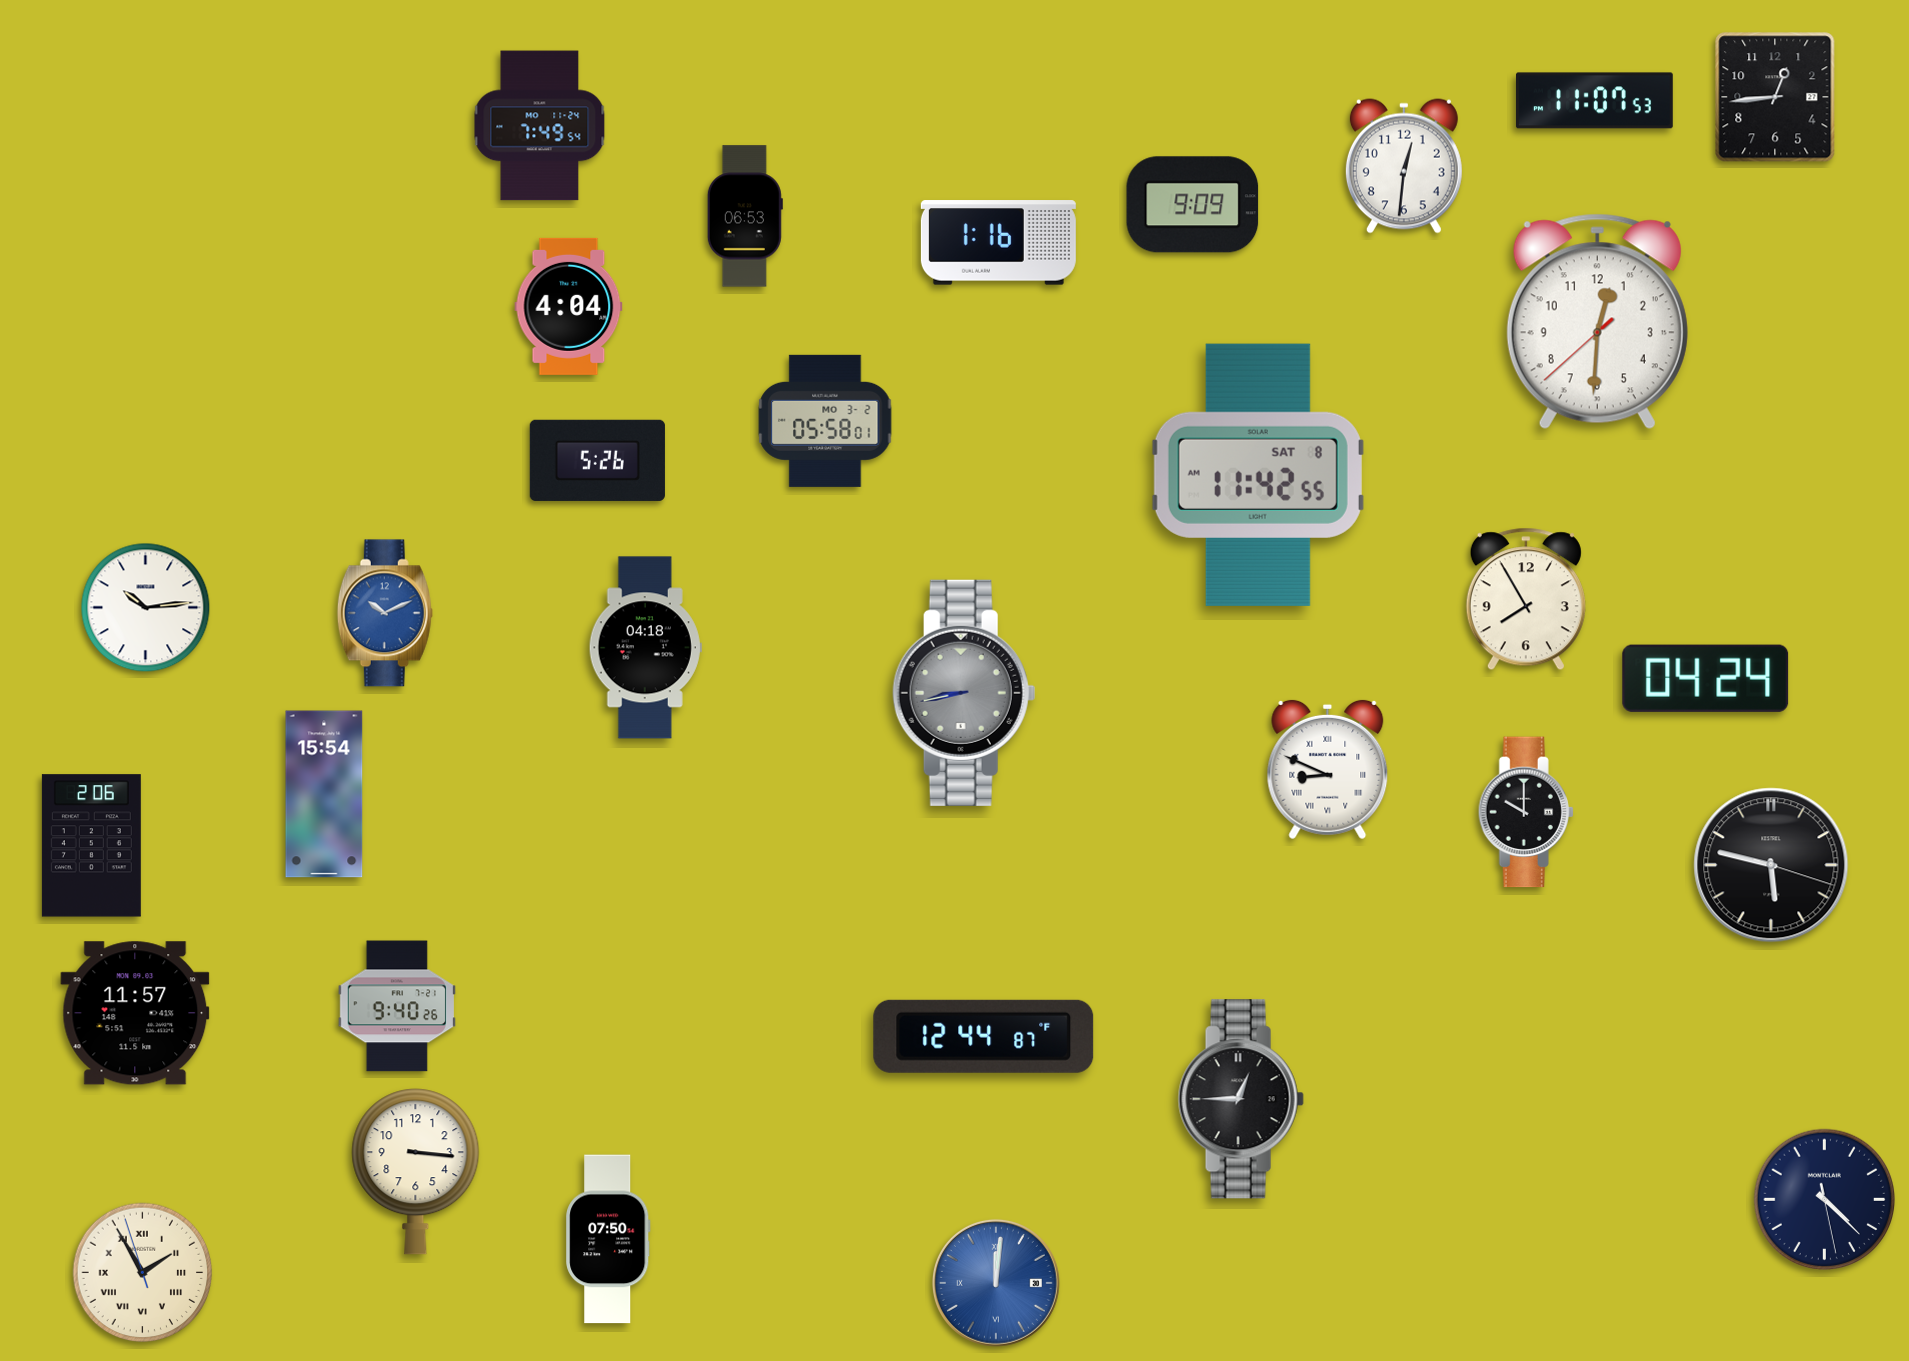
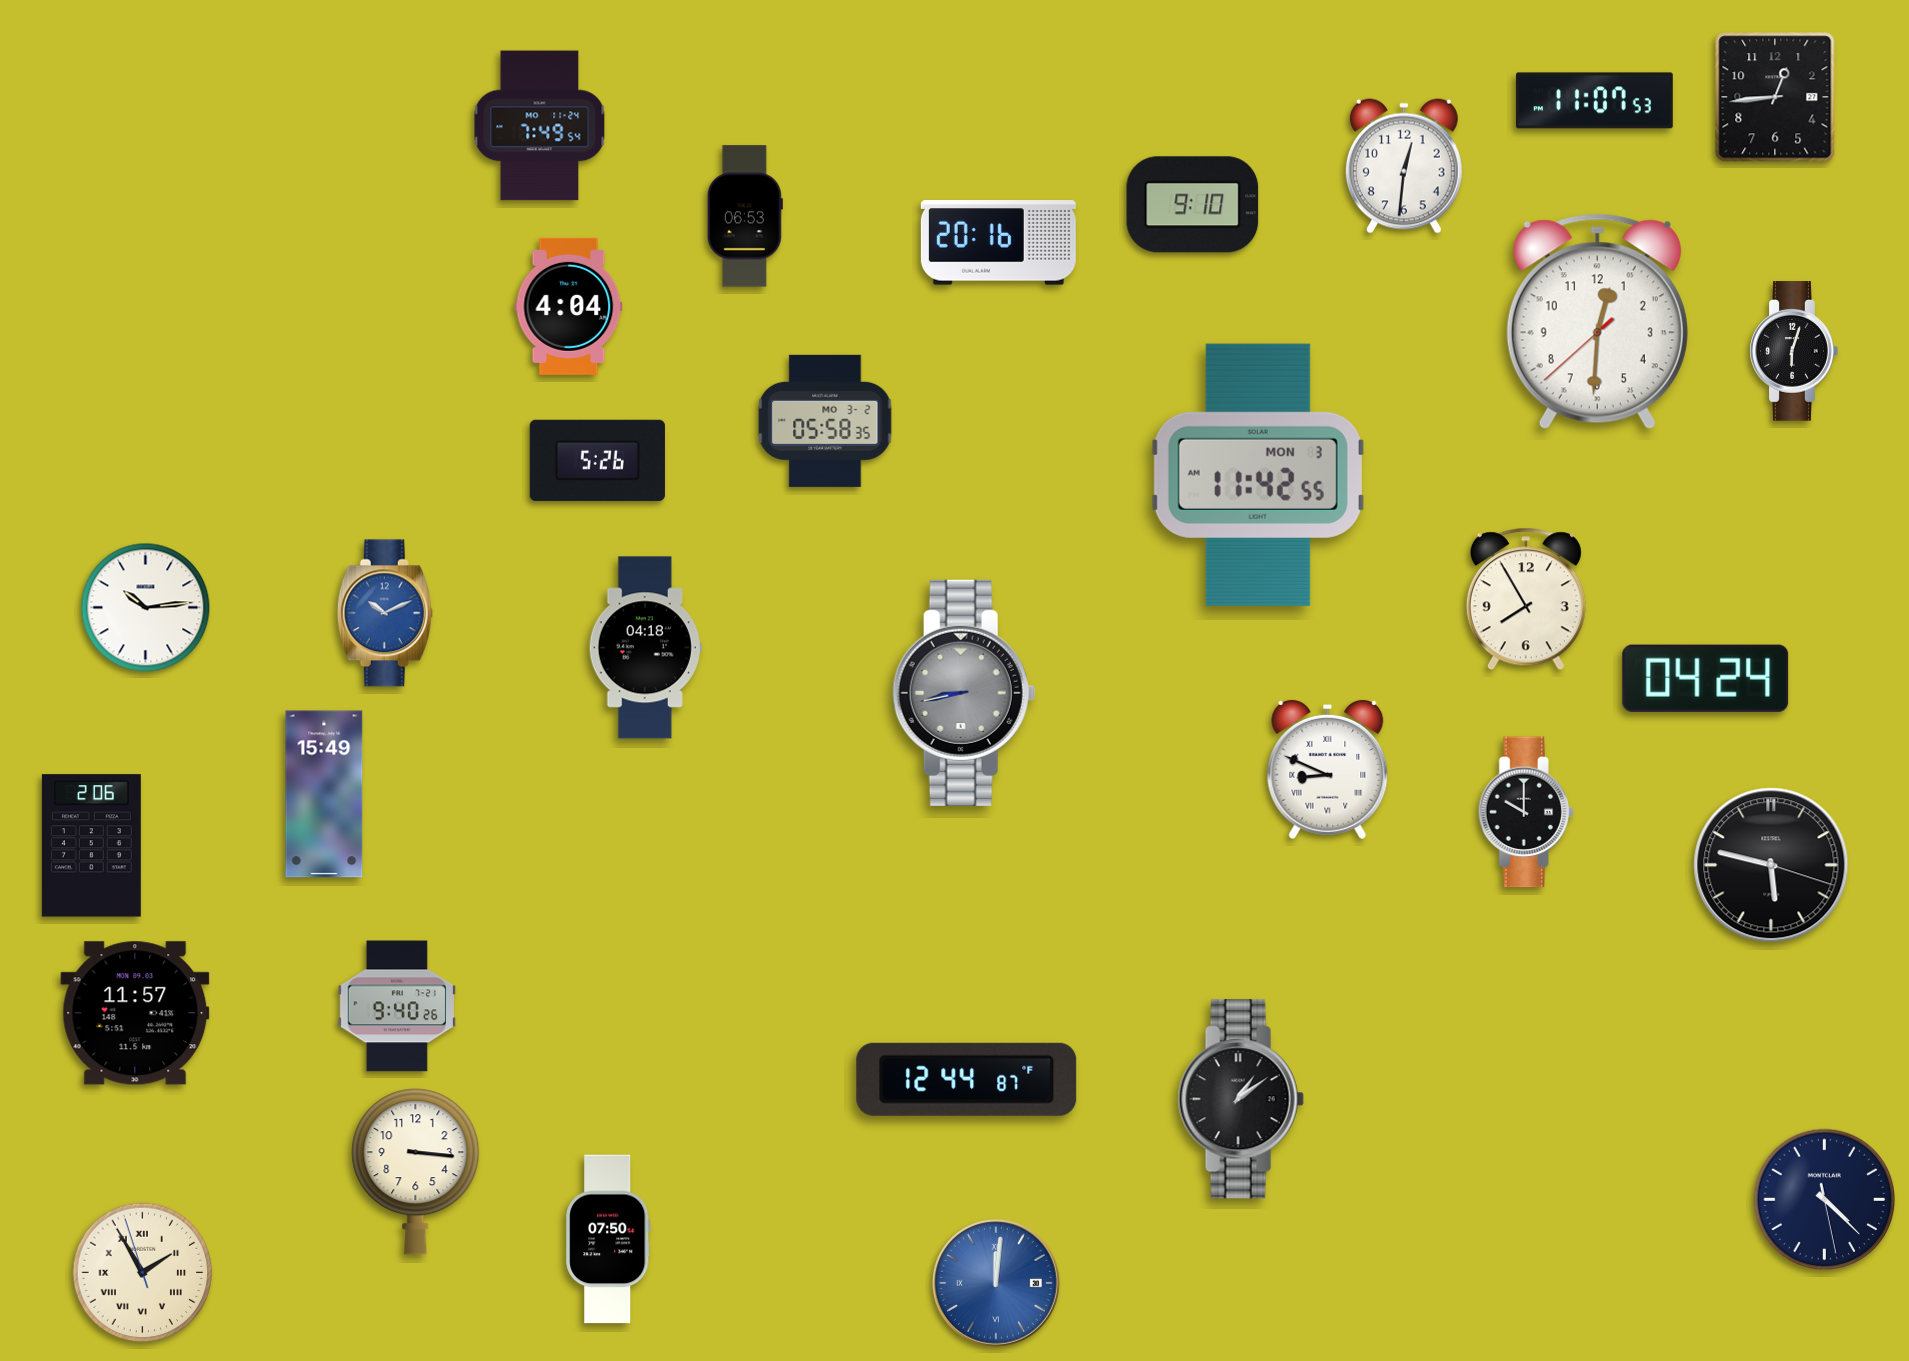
clock at (1193, 205): 9:09 -> 9:10
clock at (998, 243): 1:16 -> 20:16
clock at (1794, 351): none -> 6:03
clock at (825, 421): 05:58:01 -> 05:58:35
clock at (1258, 475) date: SAT 8 -> MON 3
clock at (324, 794): 15:54 -> 15:49
clock at (984, 1036) position: (984, 1036) -> (967, 1079)
clock at (1241, 1099): 12:45 -> 1:09
